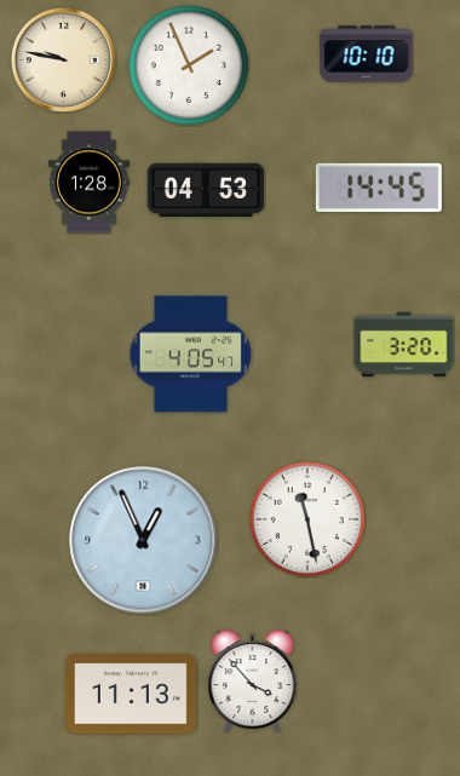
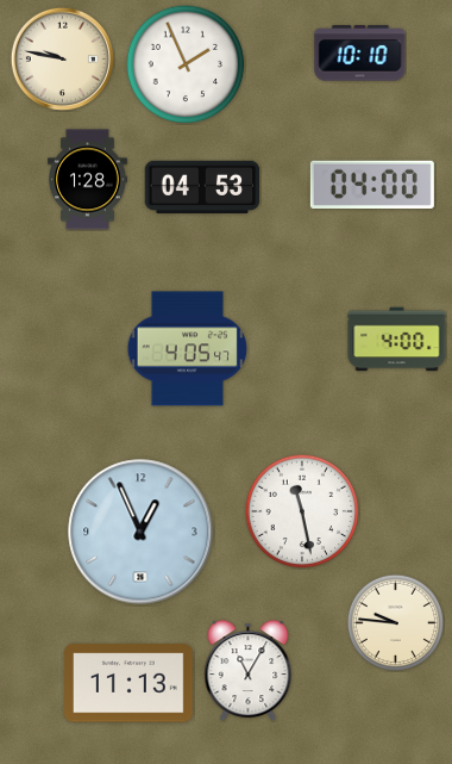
clock at (379, 188): 14:45 -> 04:00
clock at (404, 345): 3:20 -> 4:00
clock at (395, 622): none -> 9:46
clock at (253, 682): 3:53 -> 11:05
